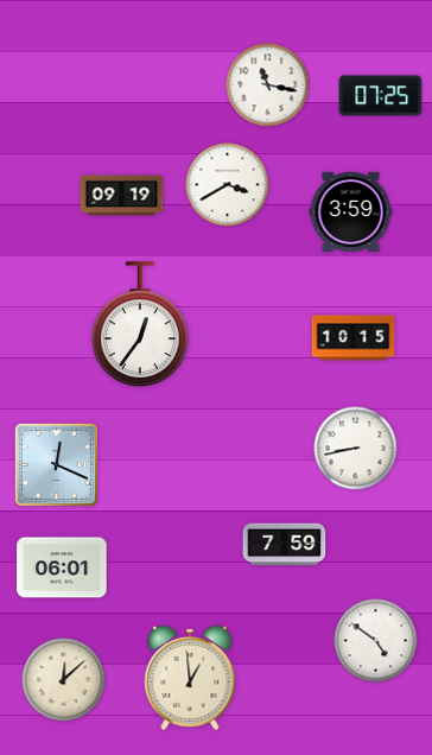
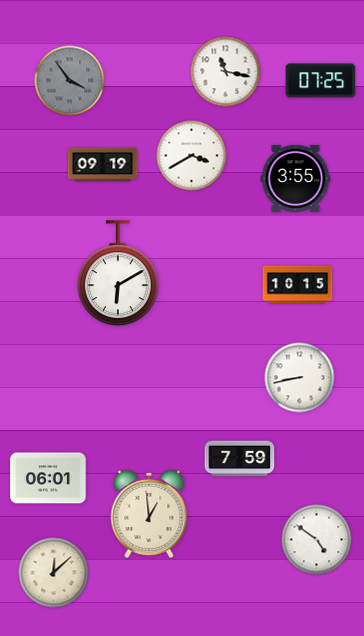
clock at (70, 81): none -> 3:54
clock at (351, 211): 3:59 -> 3:55
clock at (141, 325): 12:36 -> 6:10
clock at (56, 464): 12:19 -> none
clock at (62, 567) position: (62, 567) -> (48, 478)
clock at (190, 678) position: (190, 678) -> (149, 514)
